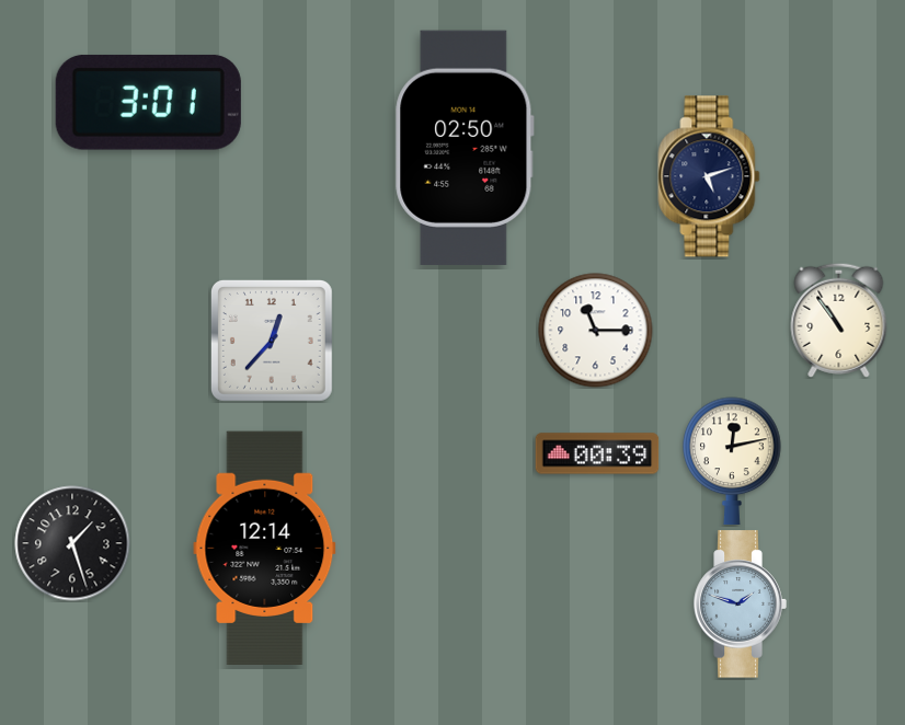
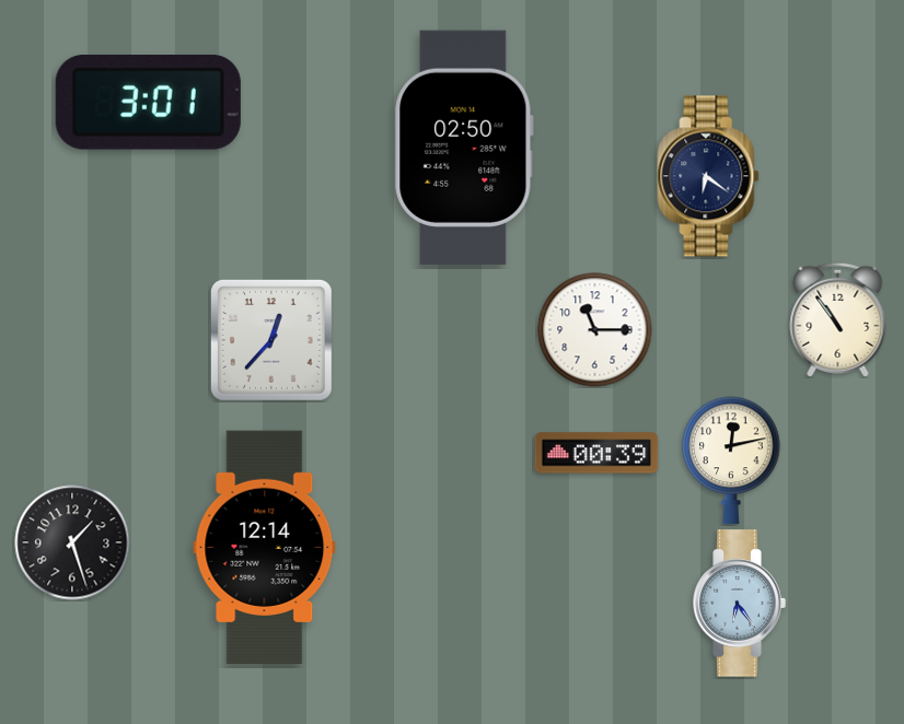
clock at (709, 176): 5:12 -> 6:21
clock at (740, 605): 1:48 -> 6:24
